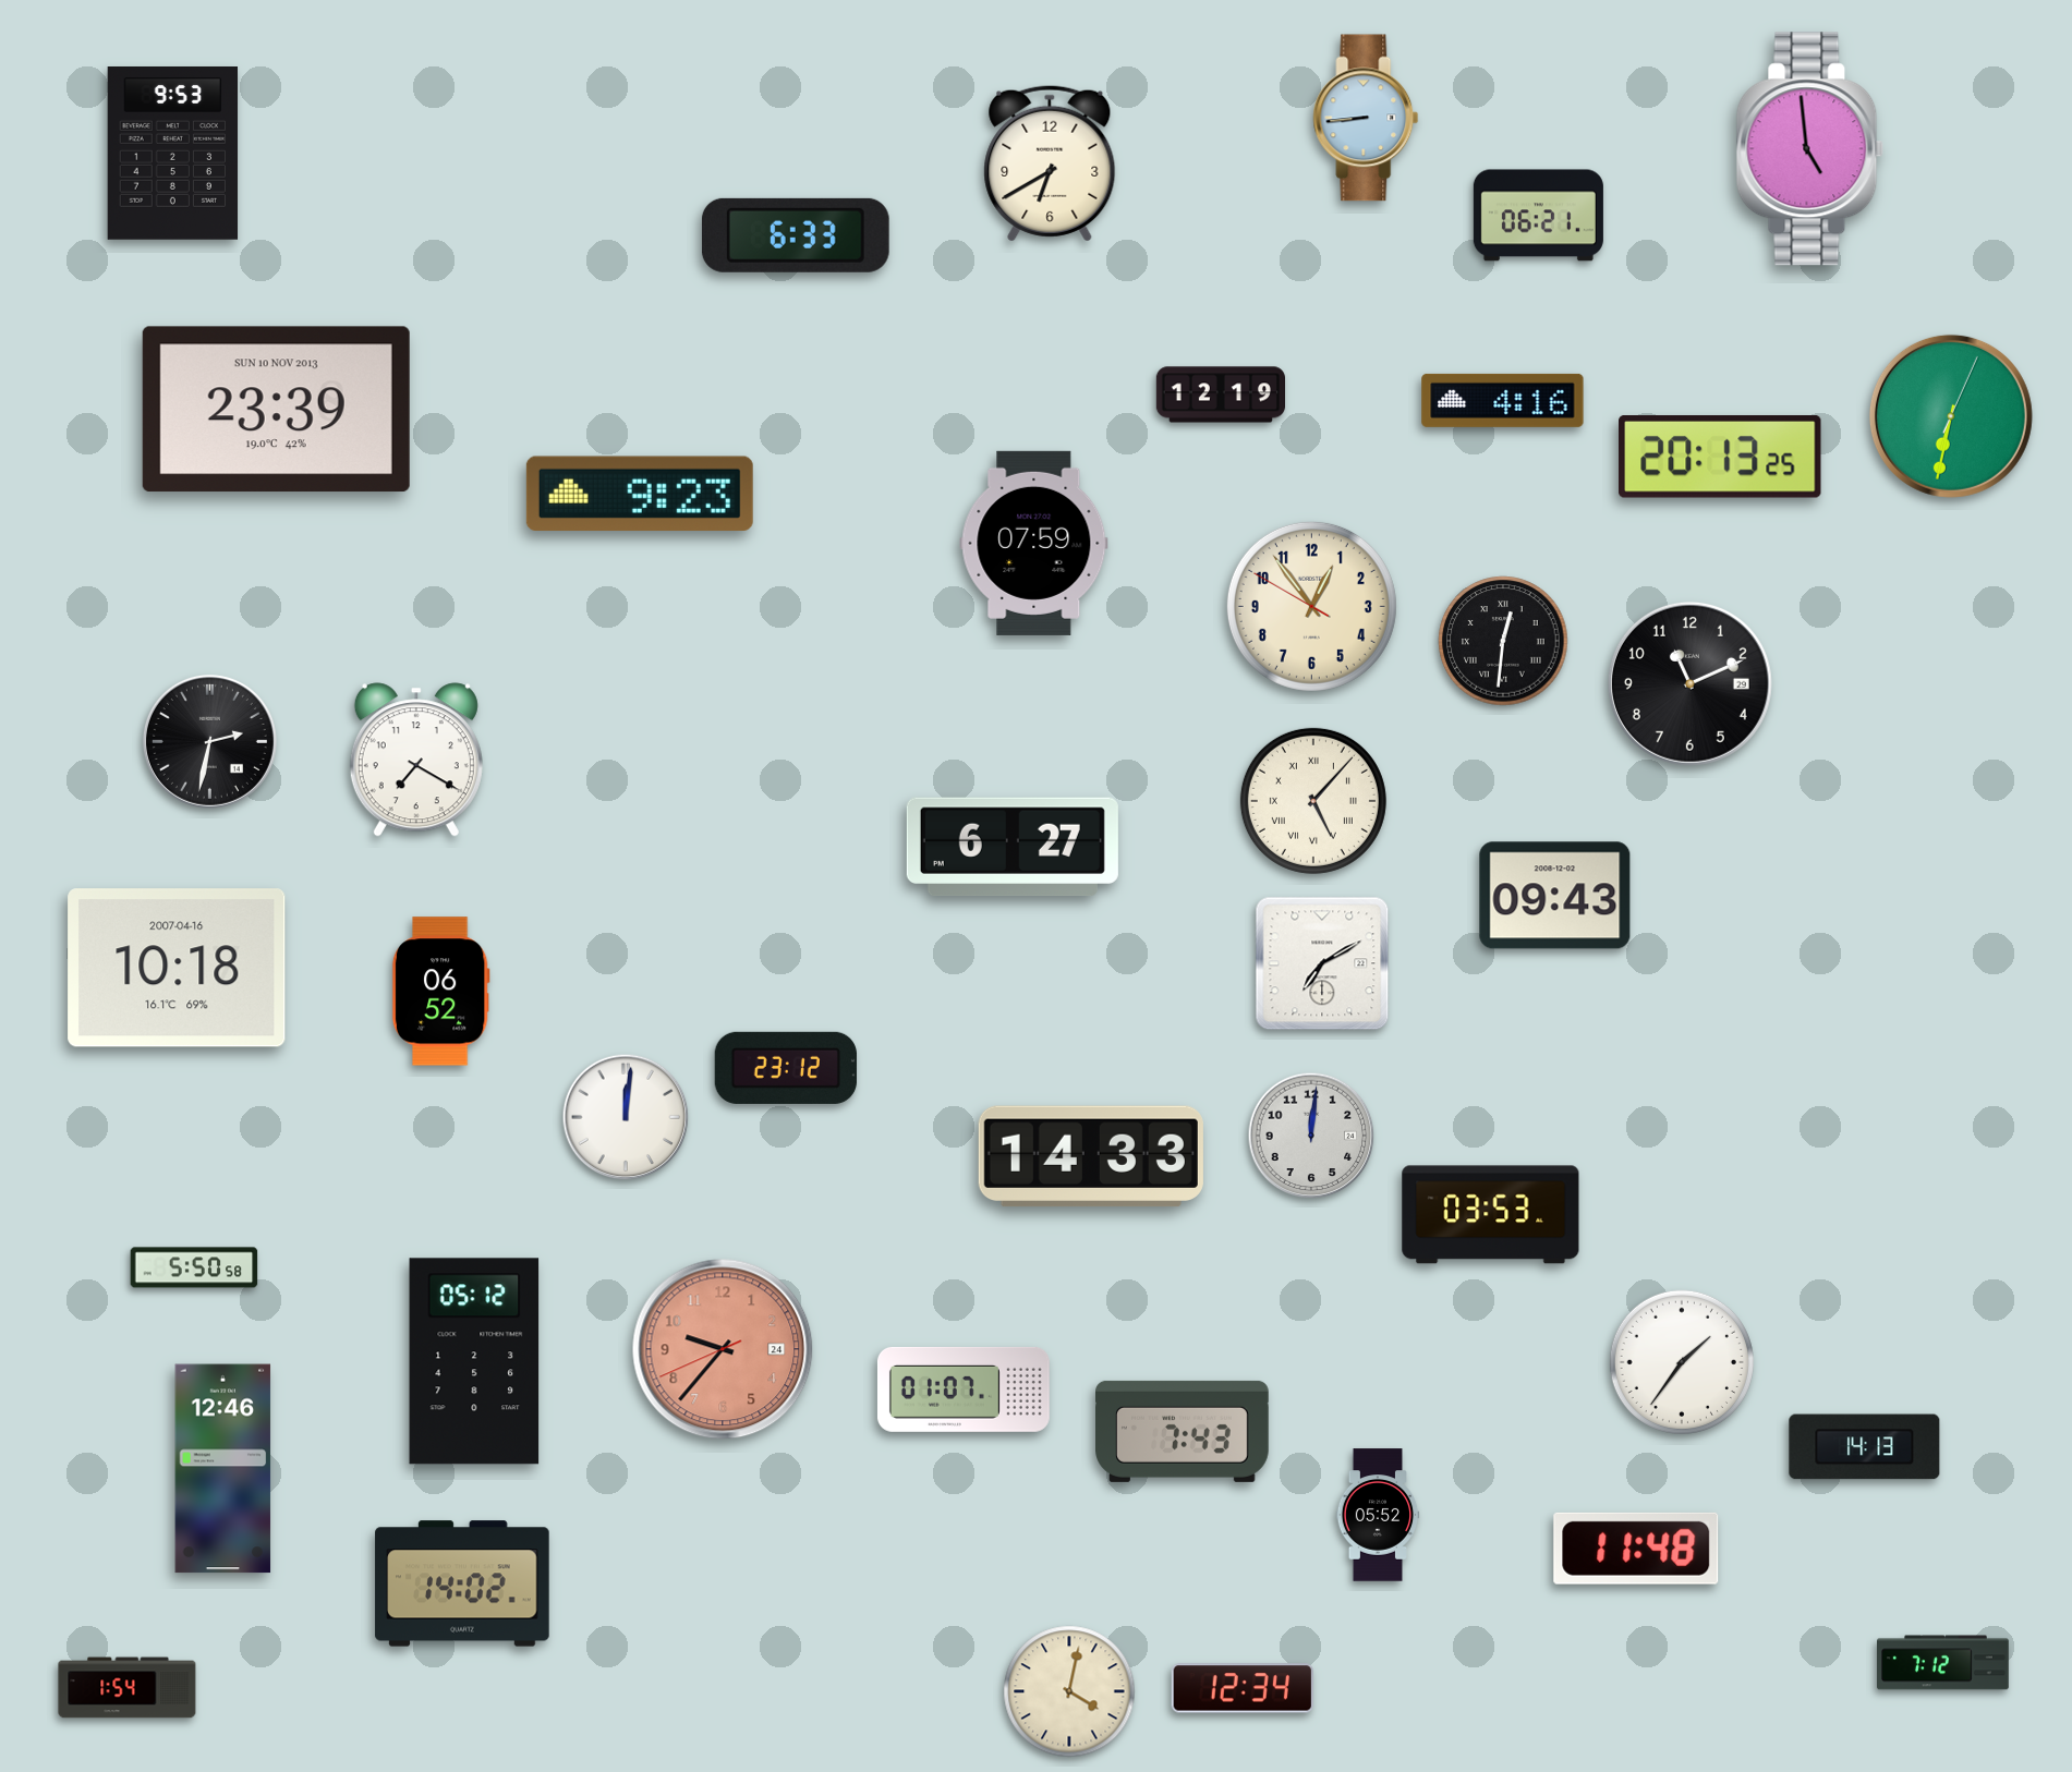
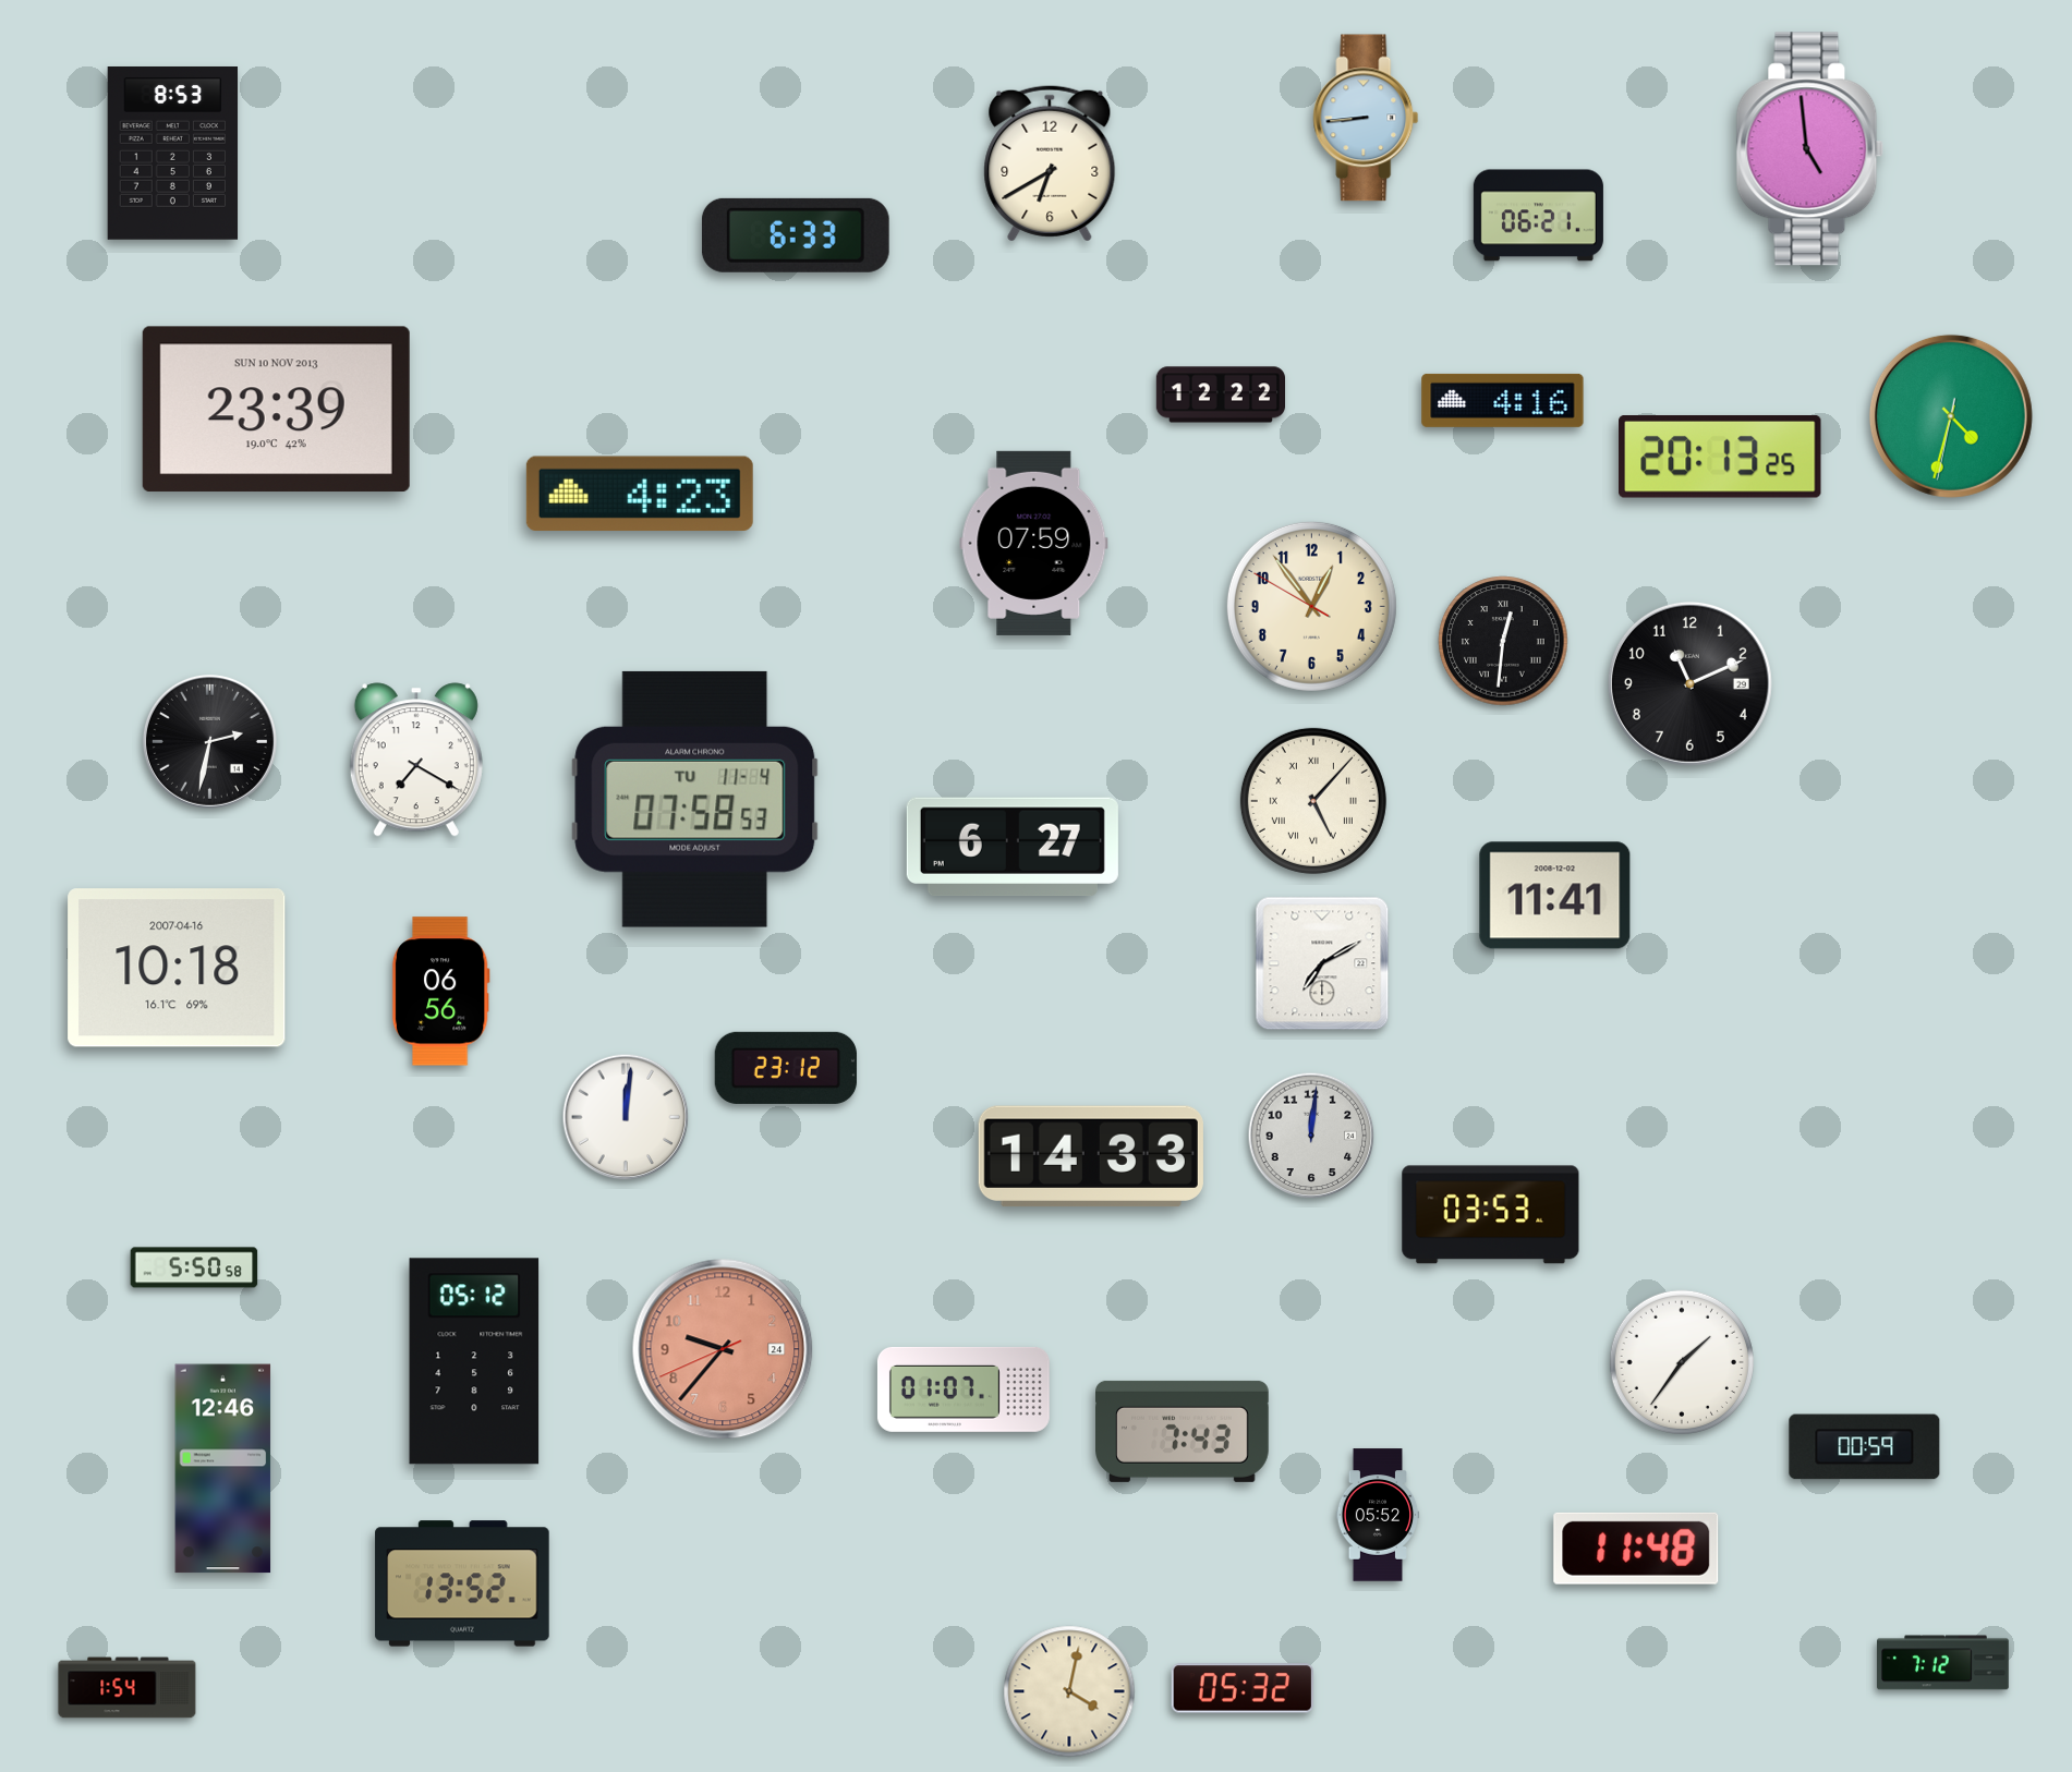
clock at (173, 154): 9:53 -> 8:53
clock at (1220, 395): 12:19 -> 12:22
clock at (1951, 416): 6:32 -> 4:32
clock at (640, 493): 9:23 -> 4:23
clock at (695, 799): none -> 07:58
clock at (1555, 896): 09:43 -> 11:41
clock at (440, 992): 06:52 -> 06:56
clock at (1865, 1447): 14:13 -> 00:59
clock at (462, 1583): 14:02 -> 13:52
clock at (1243, 1688): 12:34 -> 05:32
